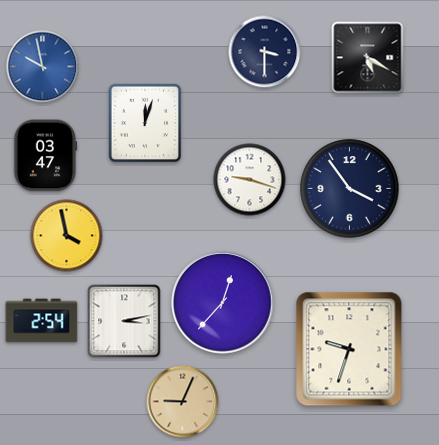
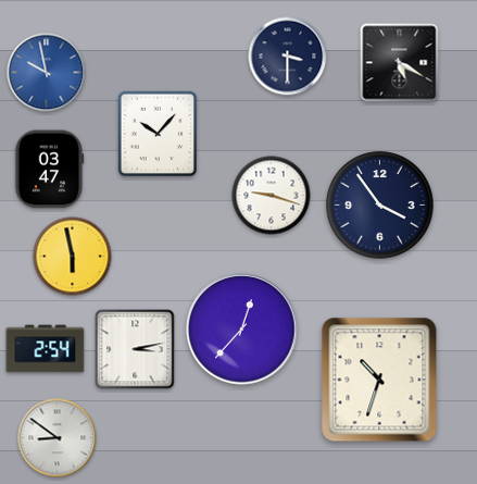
clock at (145, 123): 12:03 -> 10:07
clock at (67, 236): 3:58 -> 5:58
clock at (349, 349): 9:33 -> 10:33
clock at (183, 402): 9:04 -> none
clock at (58, 438): none -> 8:51
